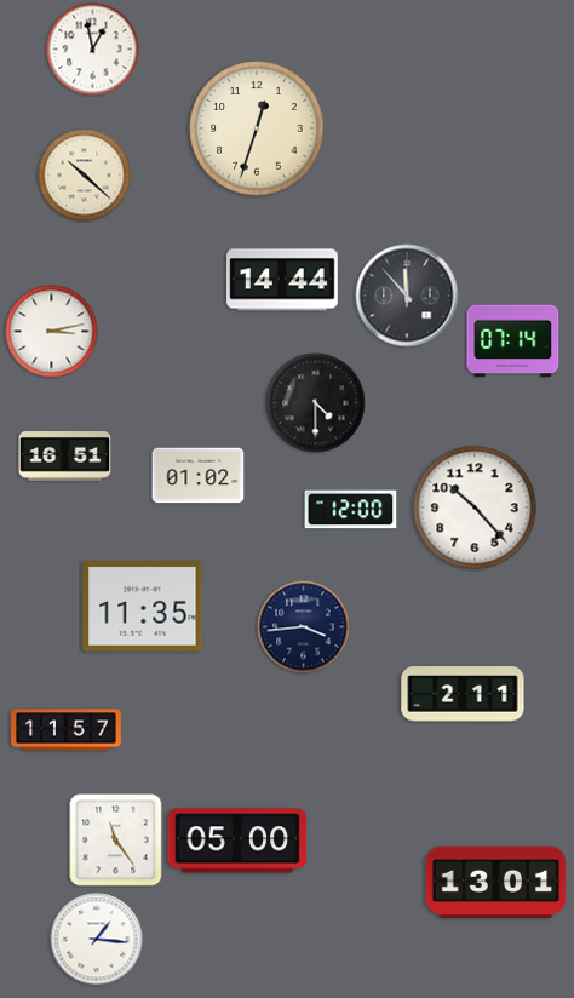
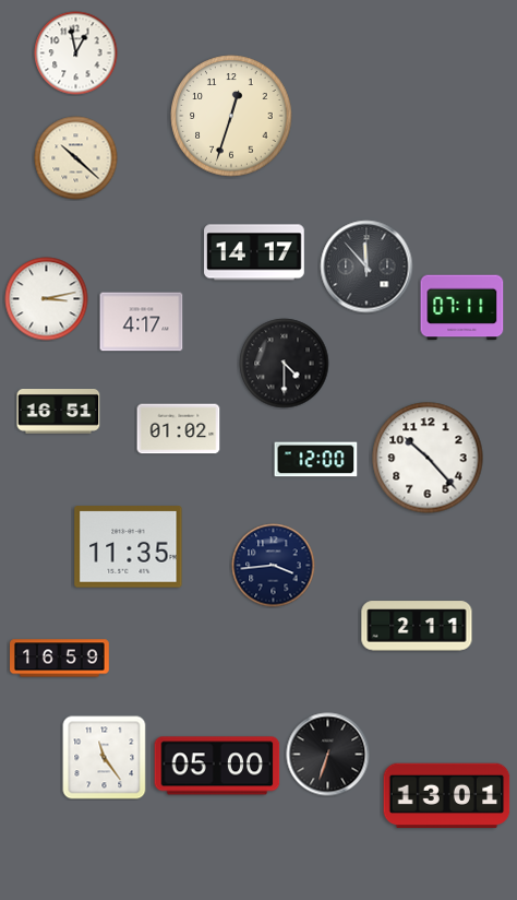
clock at (93, 50) position: (93, 50) -> (76, 54)
clock at (282, 280): 14:44 -> 14:17
clock at (513, 342): 07:14 -> 07:11
clock at (142, 322): none -> 4:17
clock at (67, 730): 11:57 -> 16:59
clock at (328, 755): none -> 6:33
clock at (237, 841) position: (237, 841) -> (217, 766)
clock at (97, 940): 1:16 -> none
